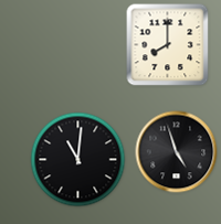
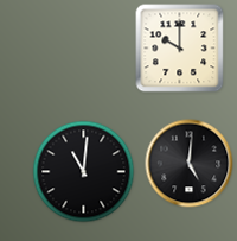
clock at (168, 45): 8:00 -> 10:00
clock at (177, 152): 4:57 -> 5:01
